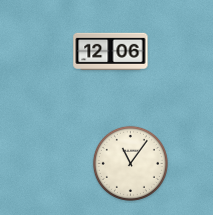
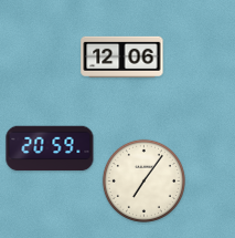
clock at (50, 148): none -> 20:59
clock at (130, 163): 11:06 -> 7:06
